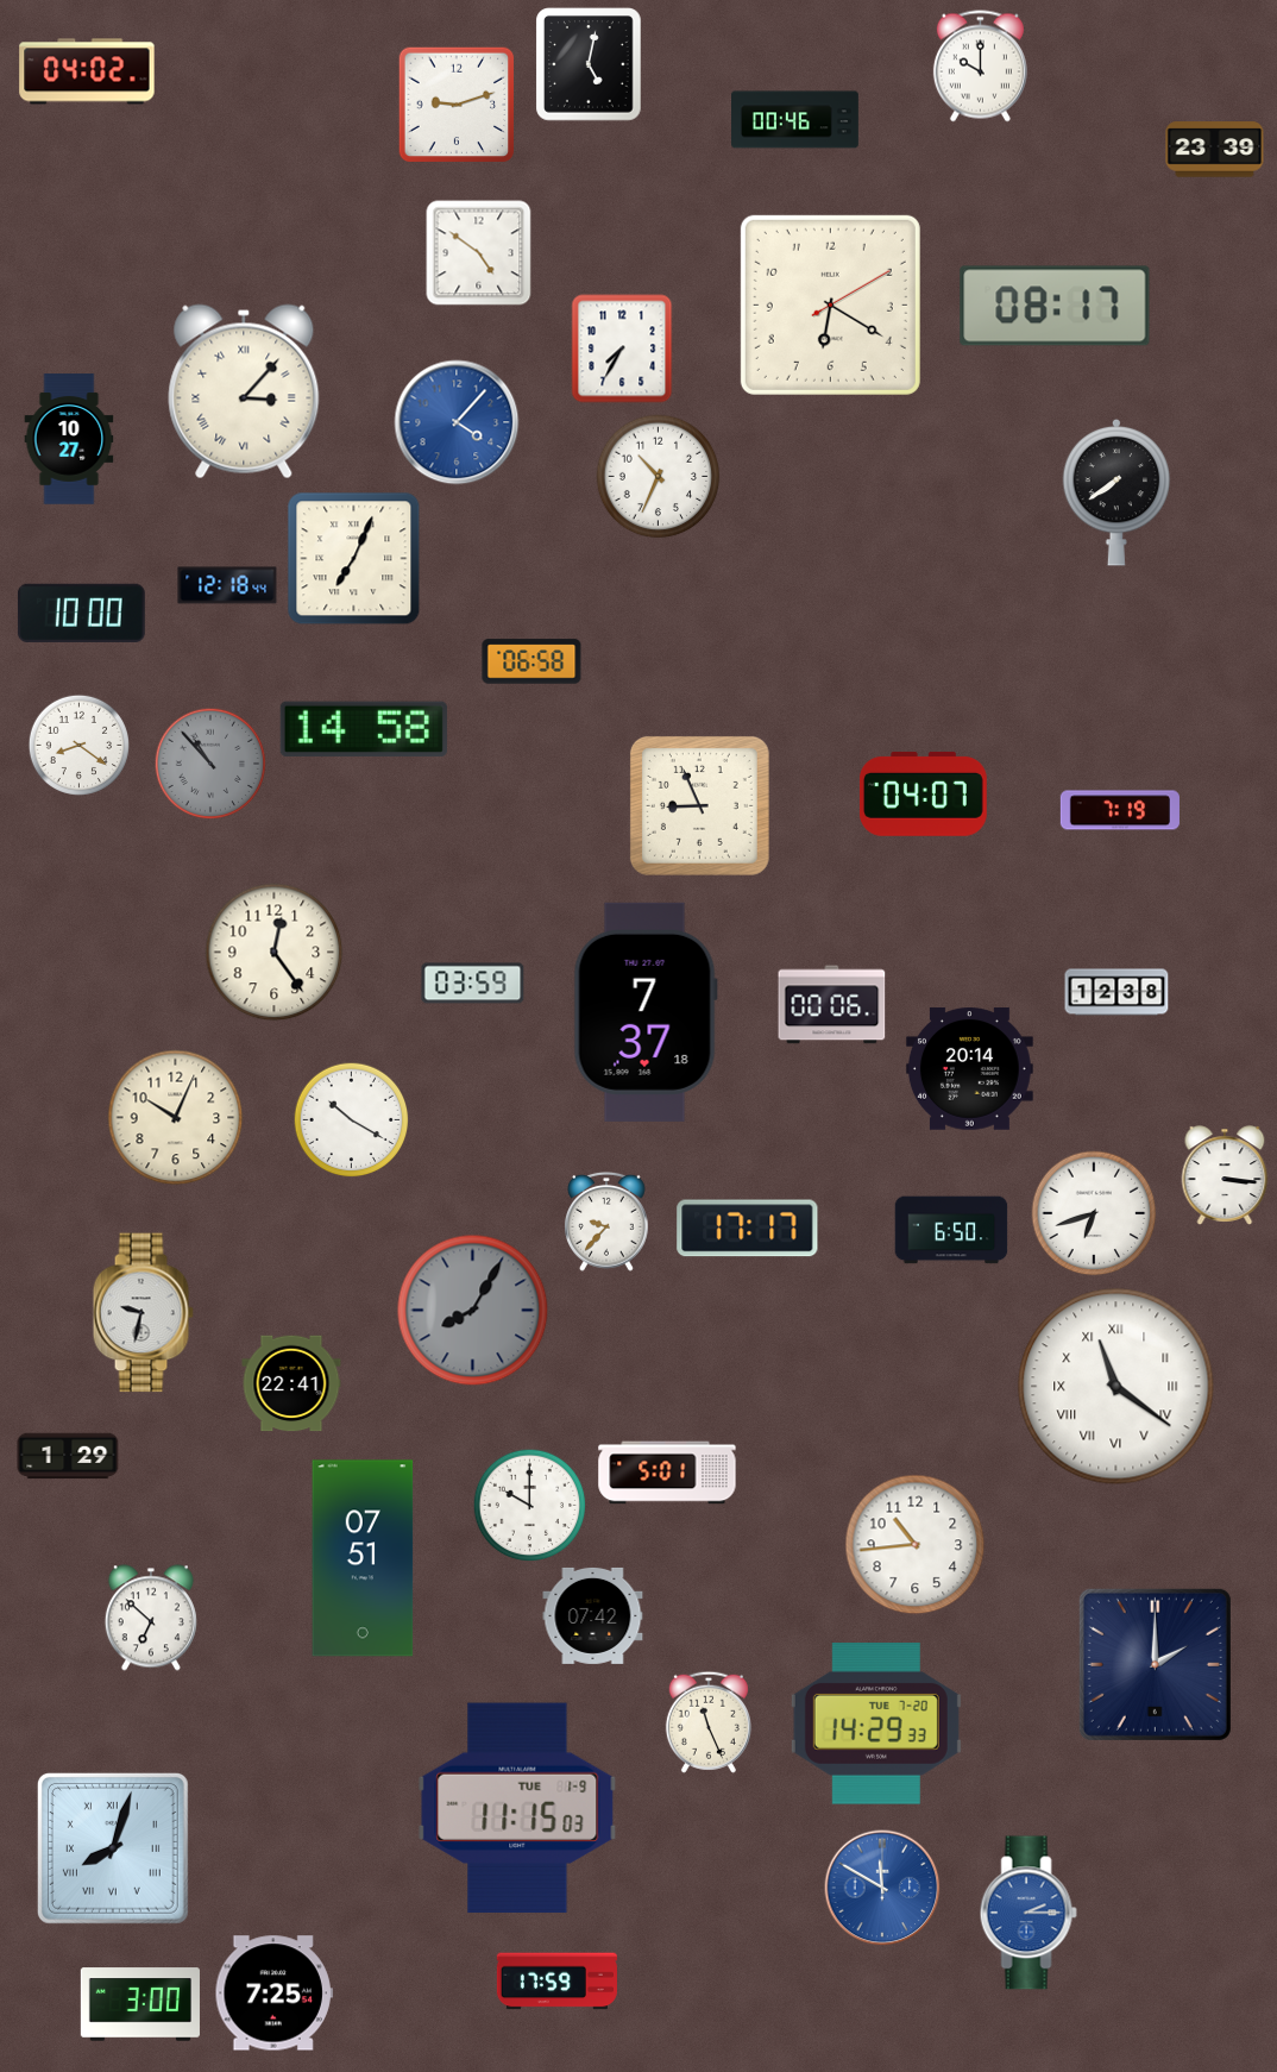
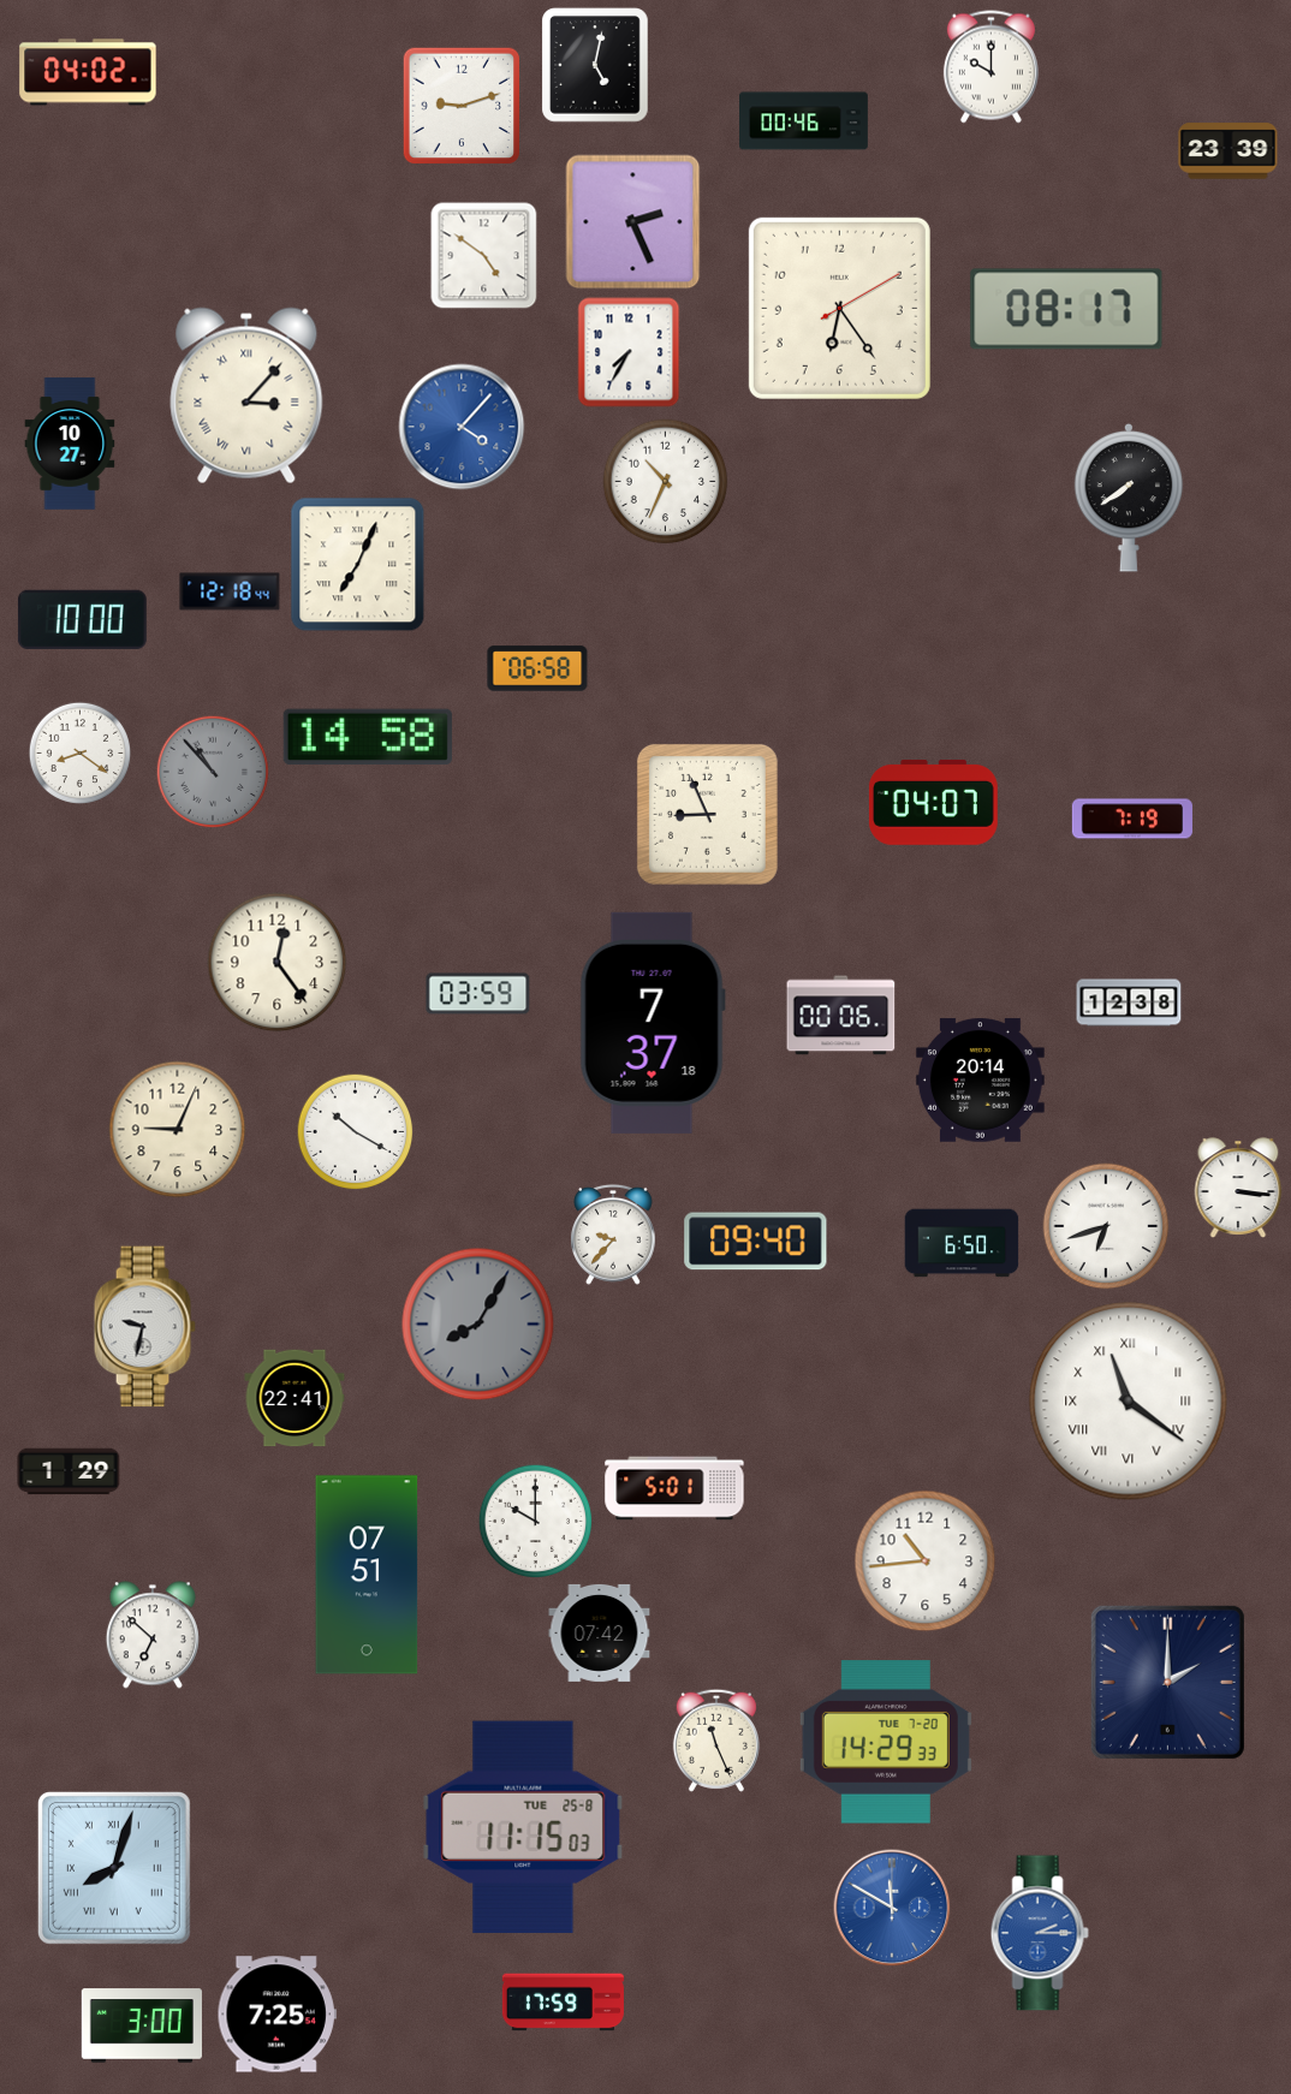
clock at (633, 222): none -> 2:26
clock at (830, 304): 6:20 -> 6:24
clock at (176, 1118): 10:04 -> 9:04
clock at (748, 1229): 17:17 -> 09:40
clock at (517, 1808) date: TUE 1-9 -> TUE 25-8
